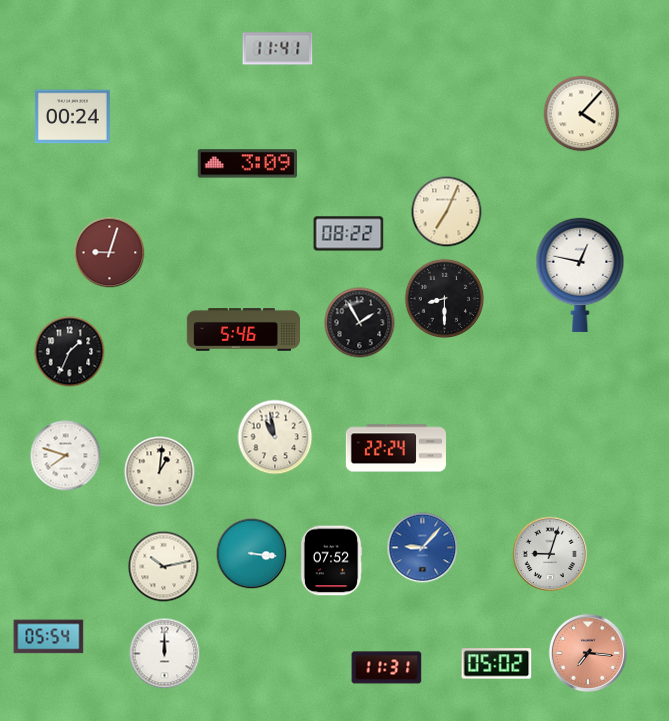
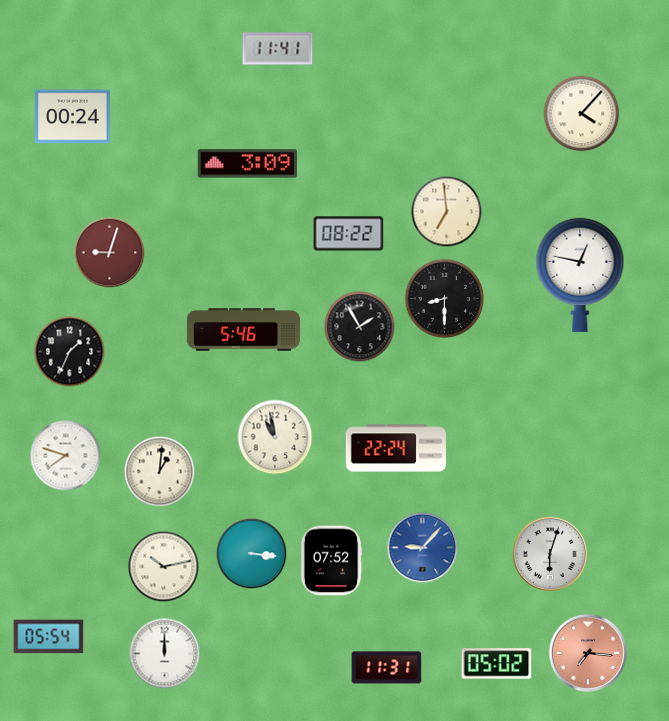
clock at (447, 212): 7:04 -> 6:59
clock at (360, 323) position: (360, 323) -> (360, 327)
clock at (550, 554): 9:03 -> 6:03
